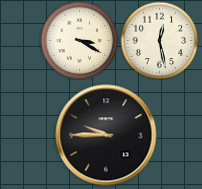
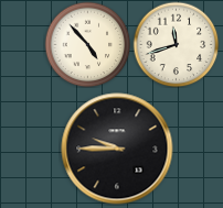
clock at (79, 40): 3:20 -> 4:53
clock at (159, 40): 12:28 -> 11:42
